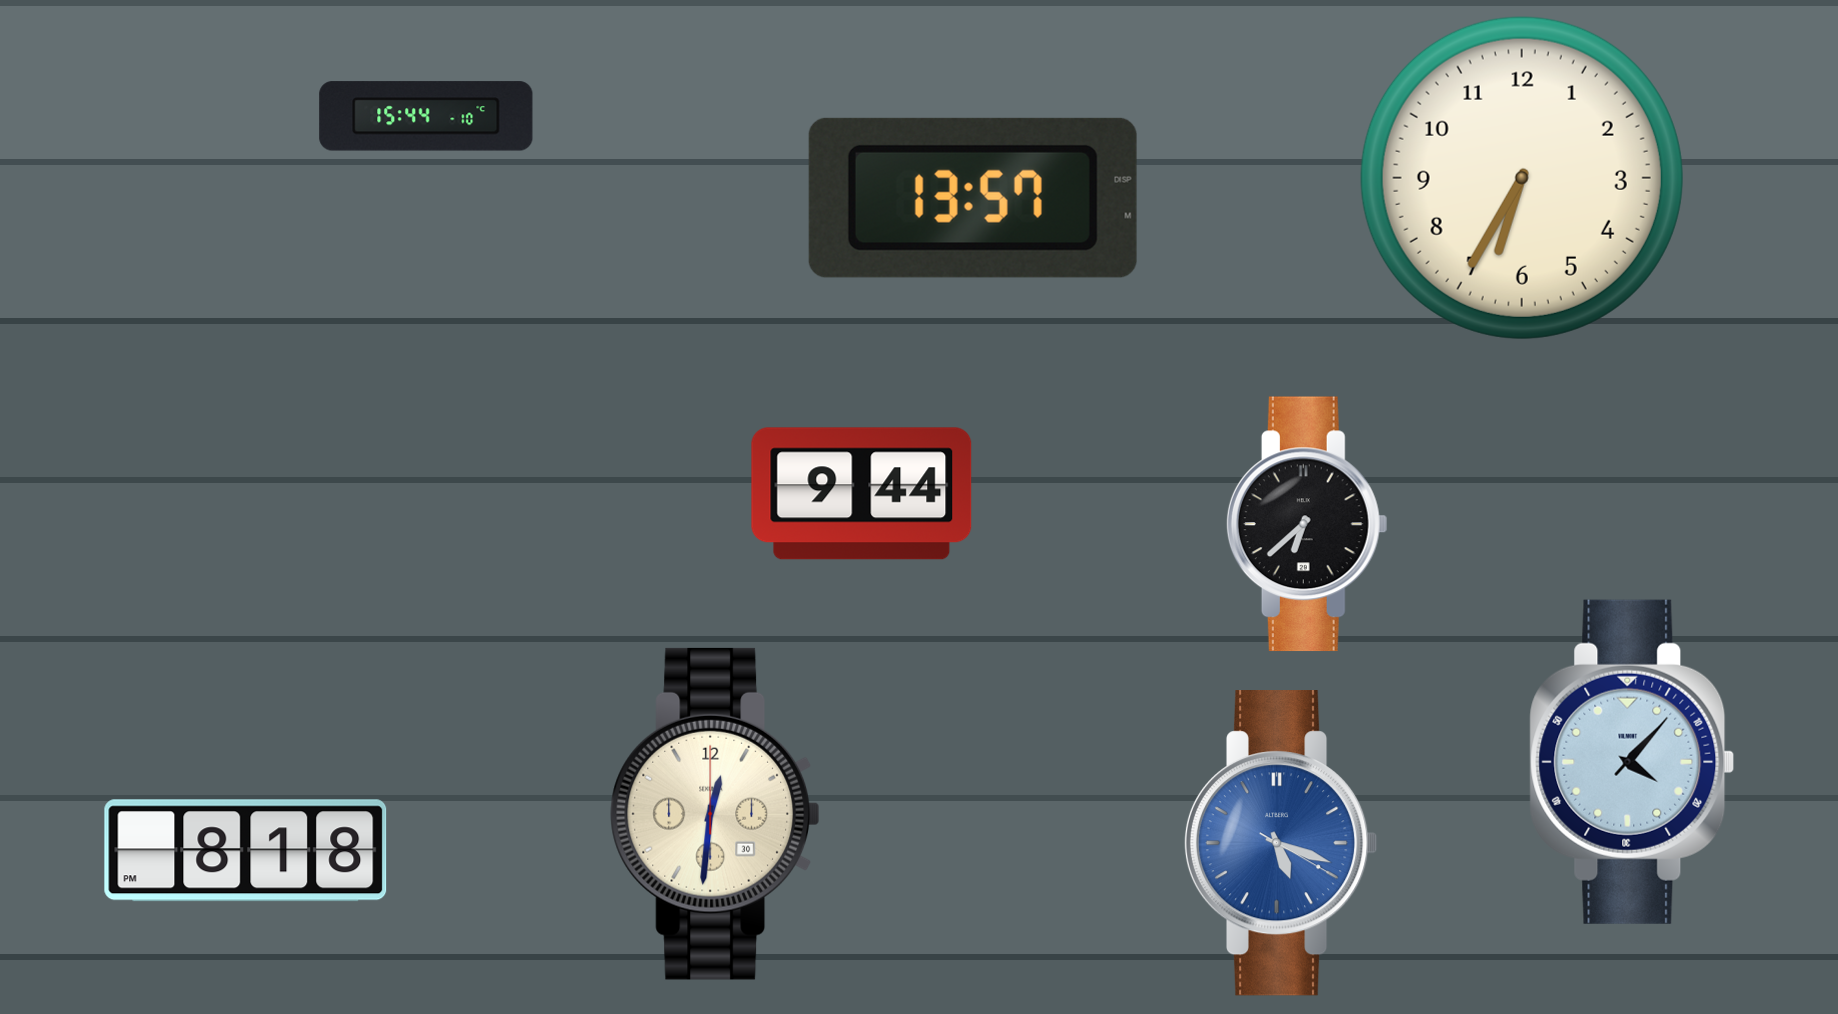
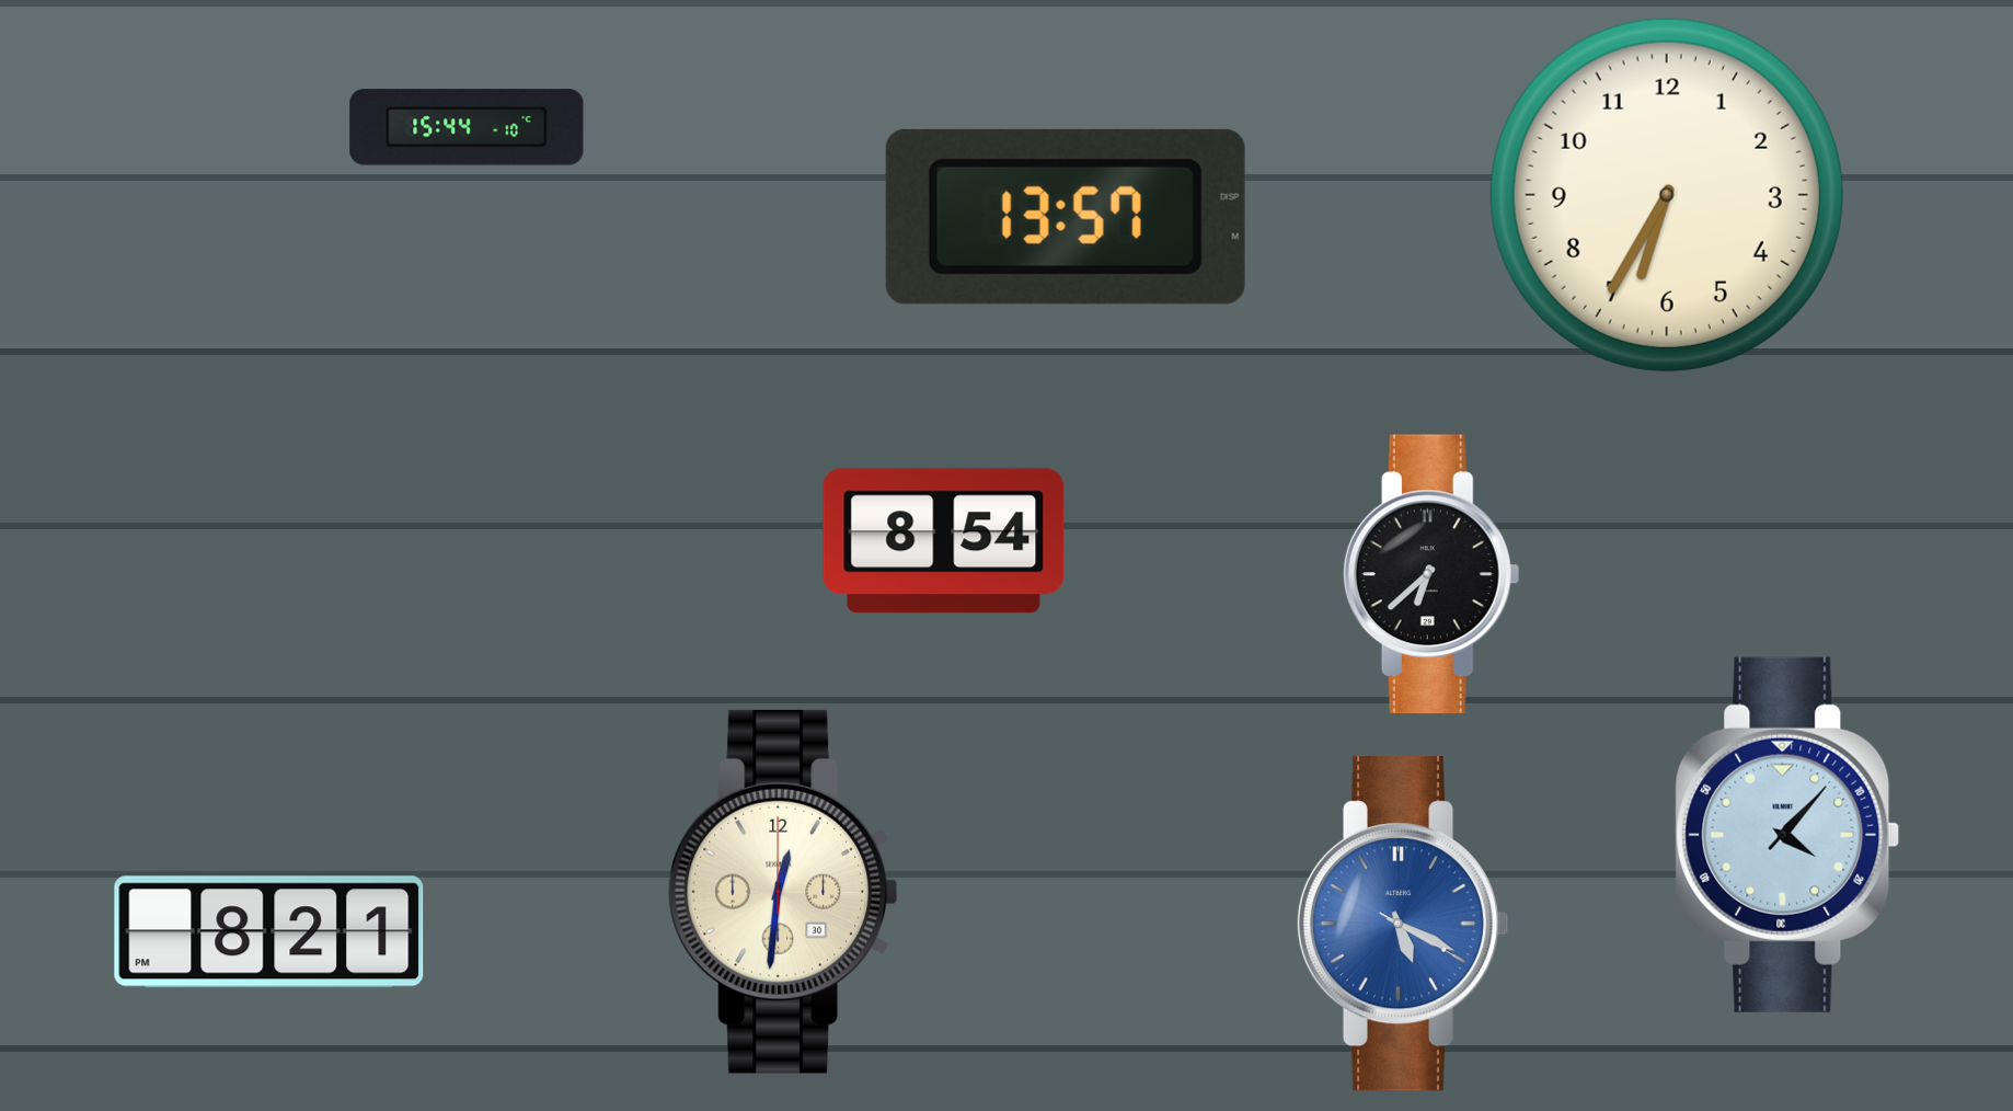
clock at (862, 494): 9:44 -> 8:54
clock at (1281, 843): 5:18 -> 5:19
clock at (246, 851): 8:18 -> 8:21
